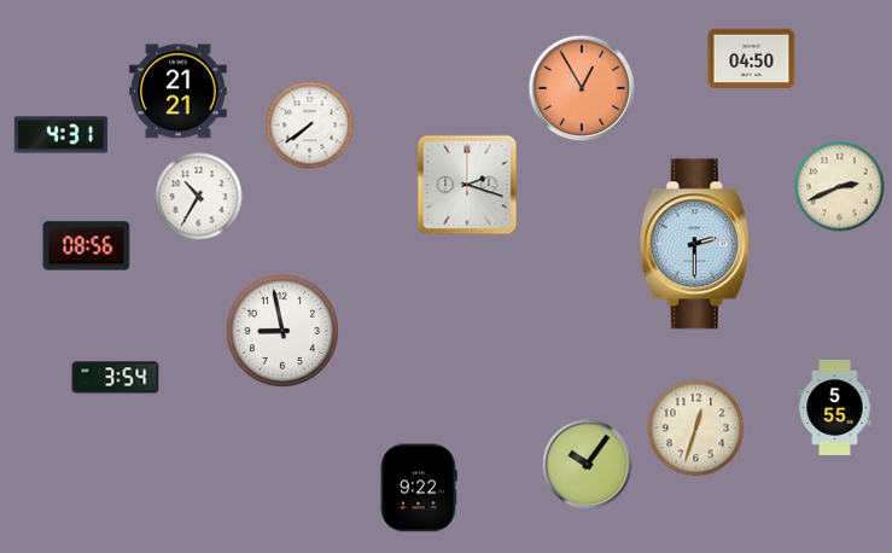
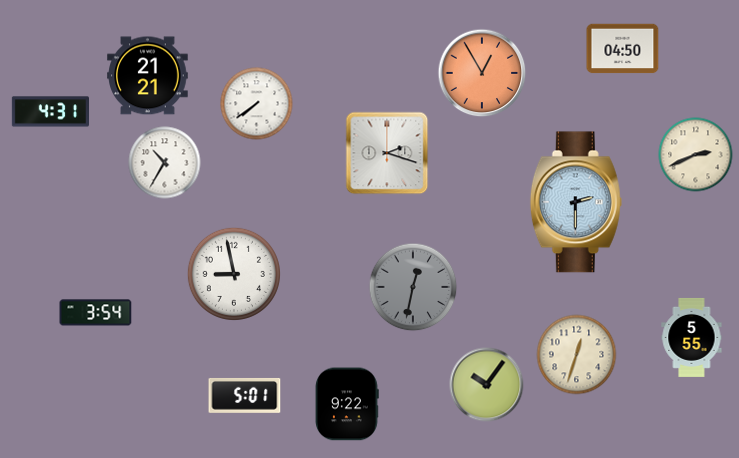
clock at (87, 246): 08:56 -> none
clock at (413, 287): none -> 12:32
clock at (245, 395): none -> 5:01
